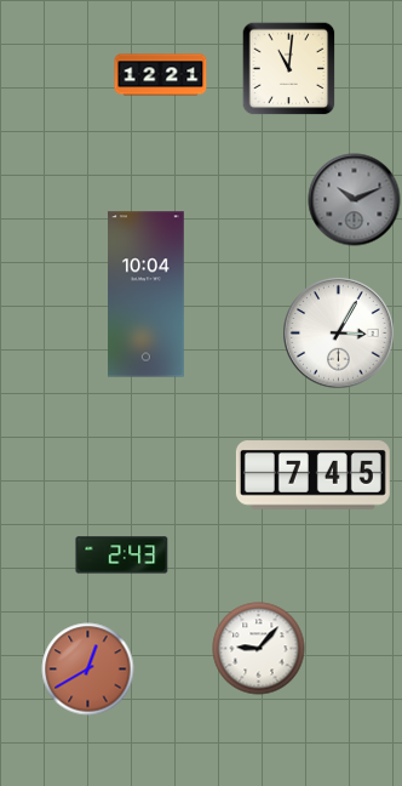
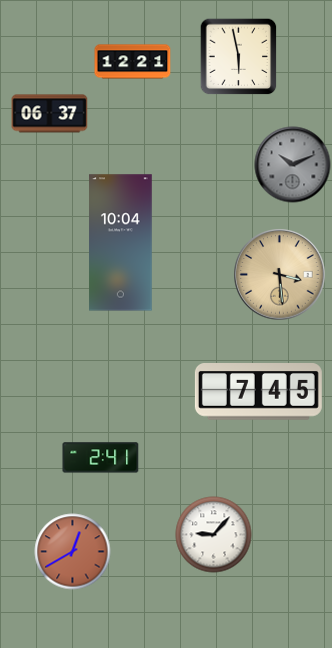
clock at (288, 68): 11:01 -> 5:58
clock at (50, 114): none -> 06:37
clock at (339, 334): 3:05 -> 3:29
clock at (339, 334) dial: white -> champagne
clock at (122, 556): 2:43 -> 2:41
